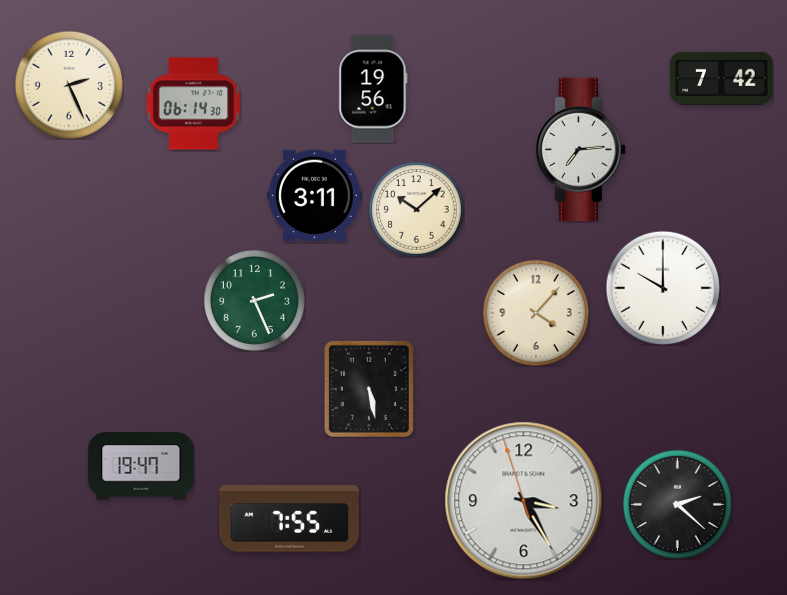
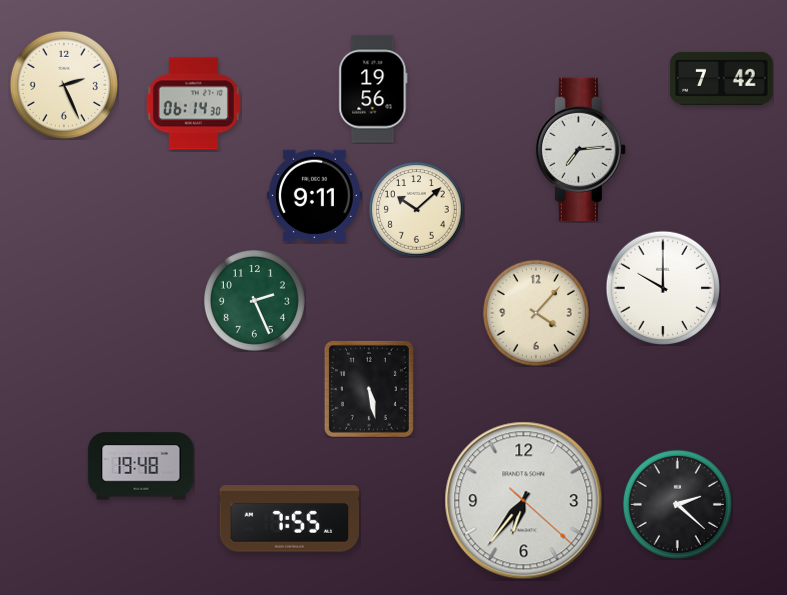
clock at (69, 85) position: (69, 85) -> (64, 85)
clock at (314, 196): 3:11 -> 9:11
clock at (141, 466): 19:47 -> 19:48
clock at (524, 501): 3:24 -> 6:36
